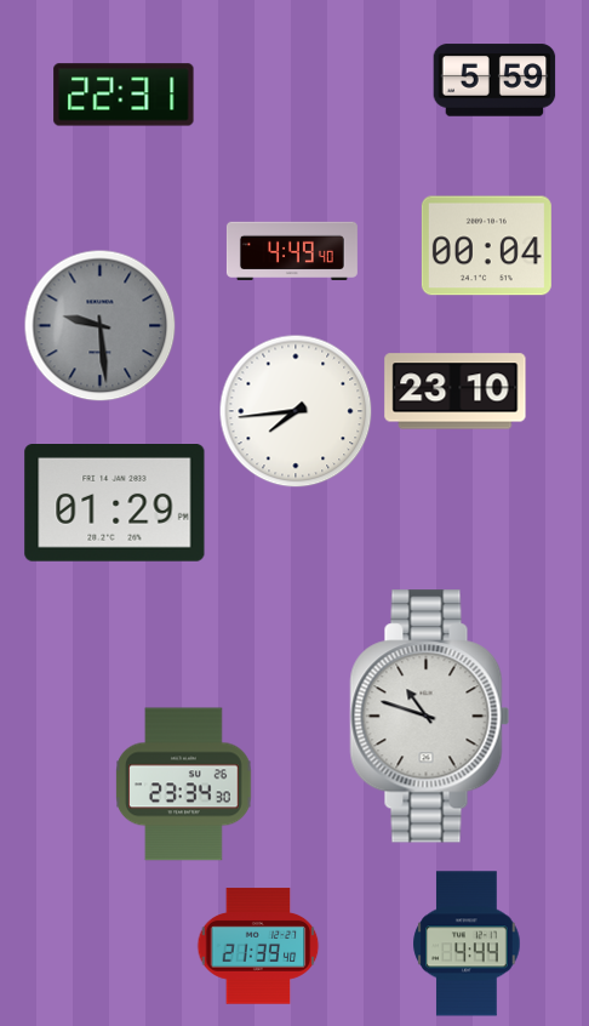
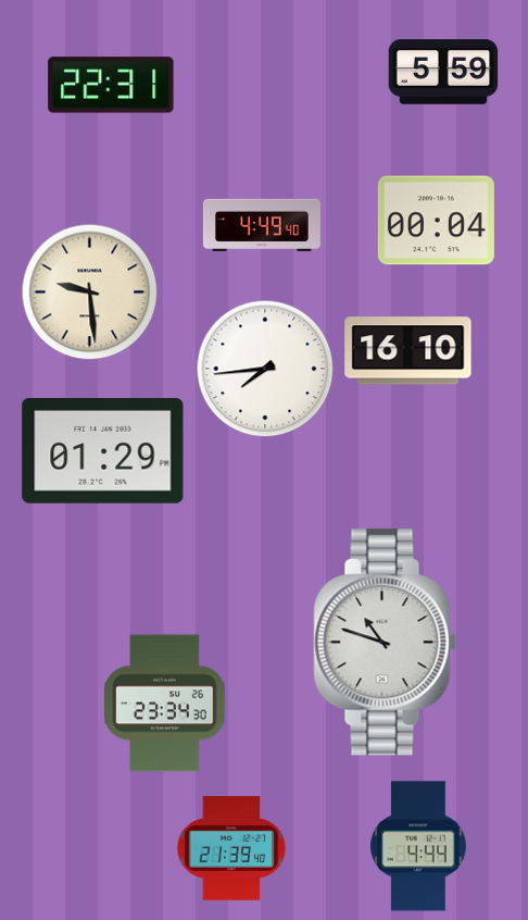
clock at (101, 326) dial: grey -> cream
clock at (456, 392): 23:10 -> 16:10
